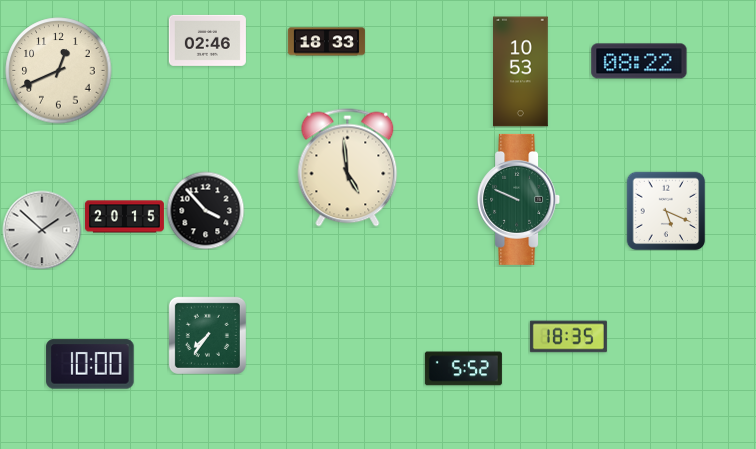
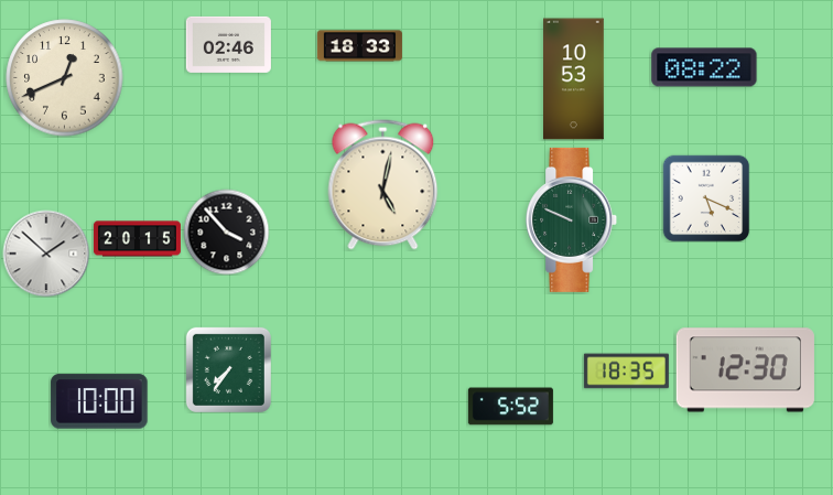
clock at (348, 168): 4:59 -> 5:02
clock at (666, 211) position: (666, 211) -> (706, 198)
clock at (745, 370): none -> 12:30
